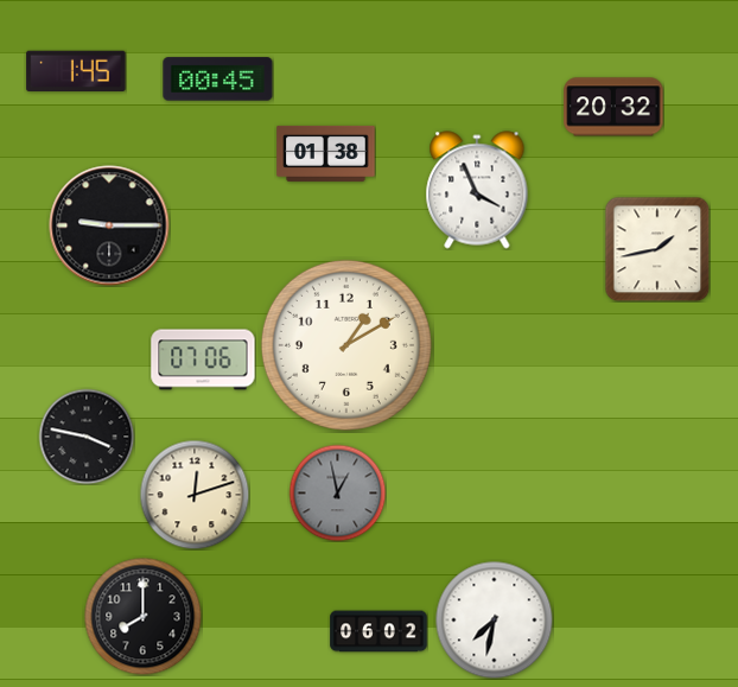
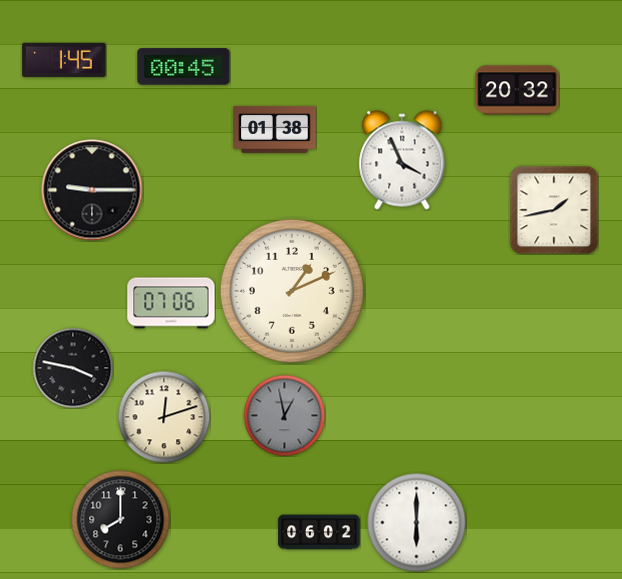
clock at (346, 345): 1:10 -> 1:11
clock at (495, 621): 7:32 -> 6:00
